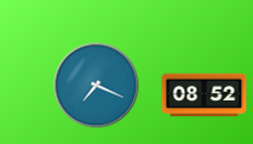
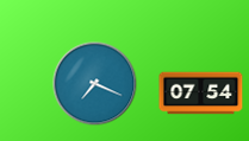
clock at (205, 96): 08:52 -> 07:54
